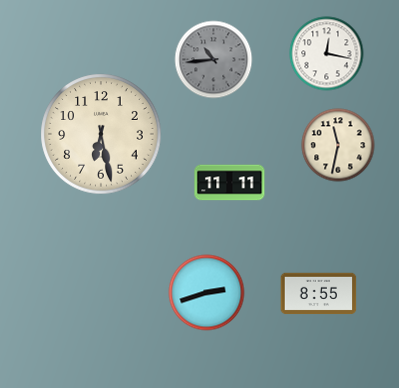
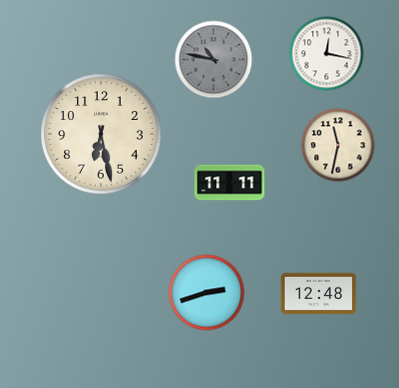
clock at (214, 60): 10:44 -> 10:47
clock at (319, 294): 8:55 -> 12:48
